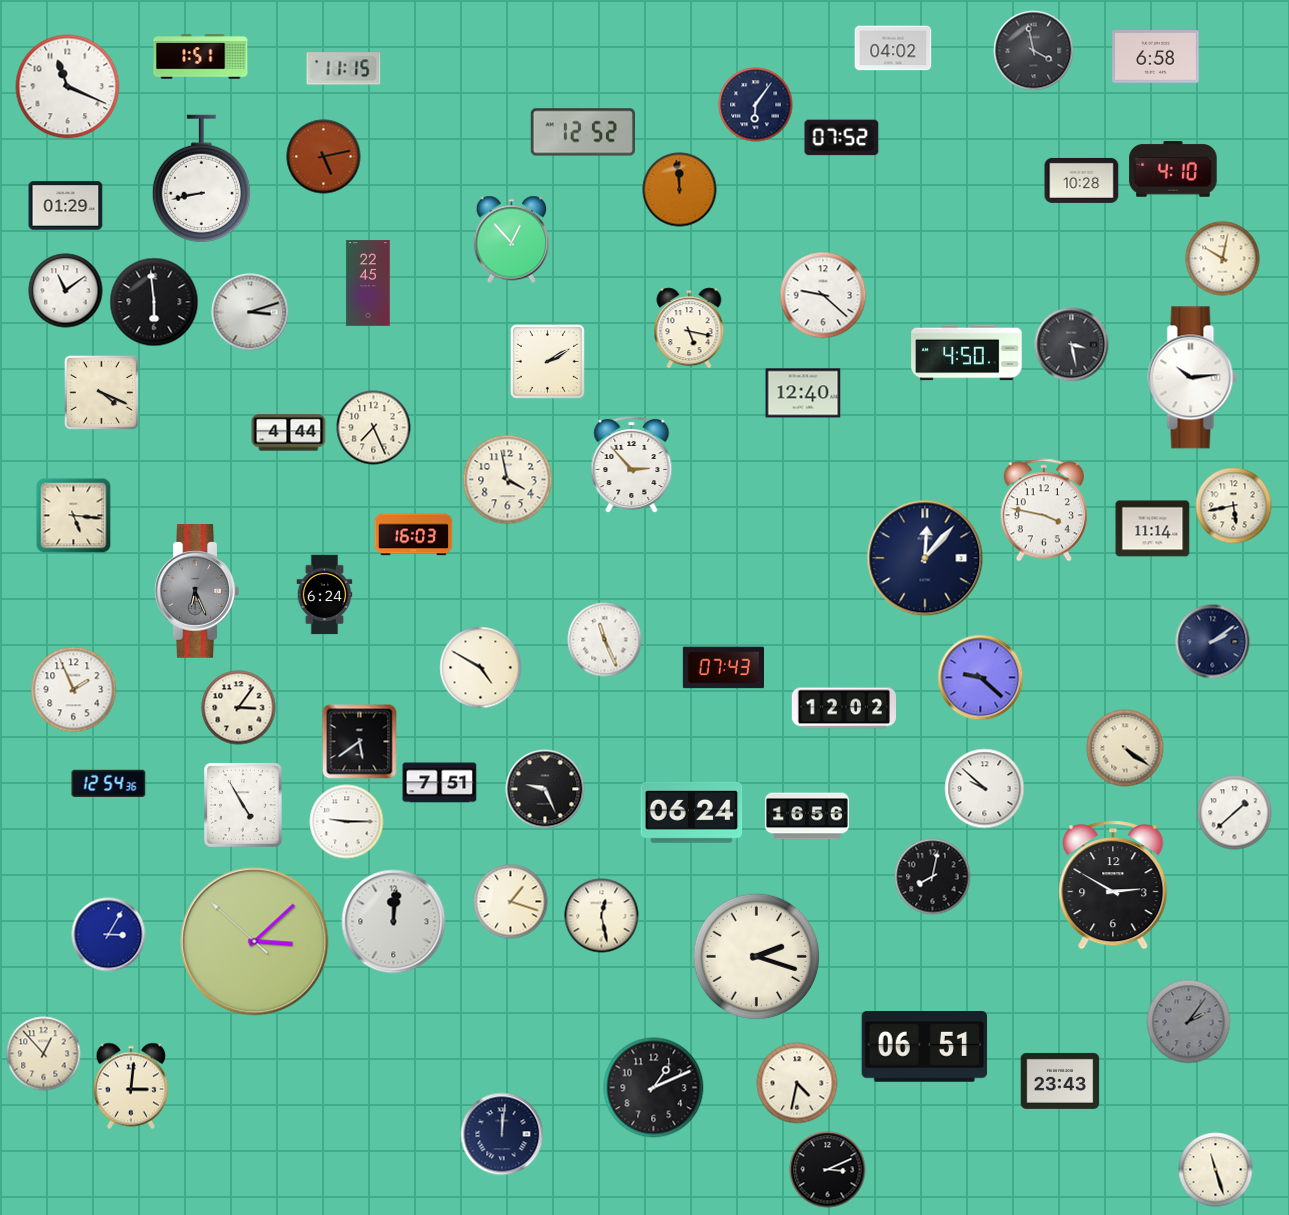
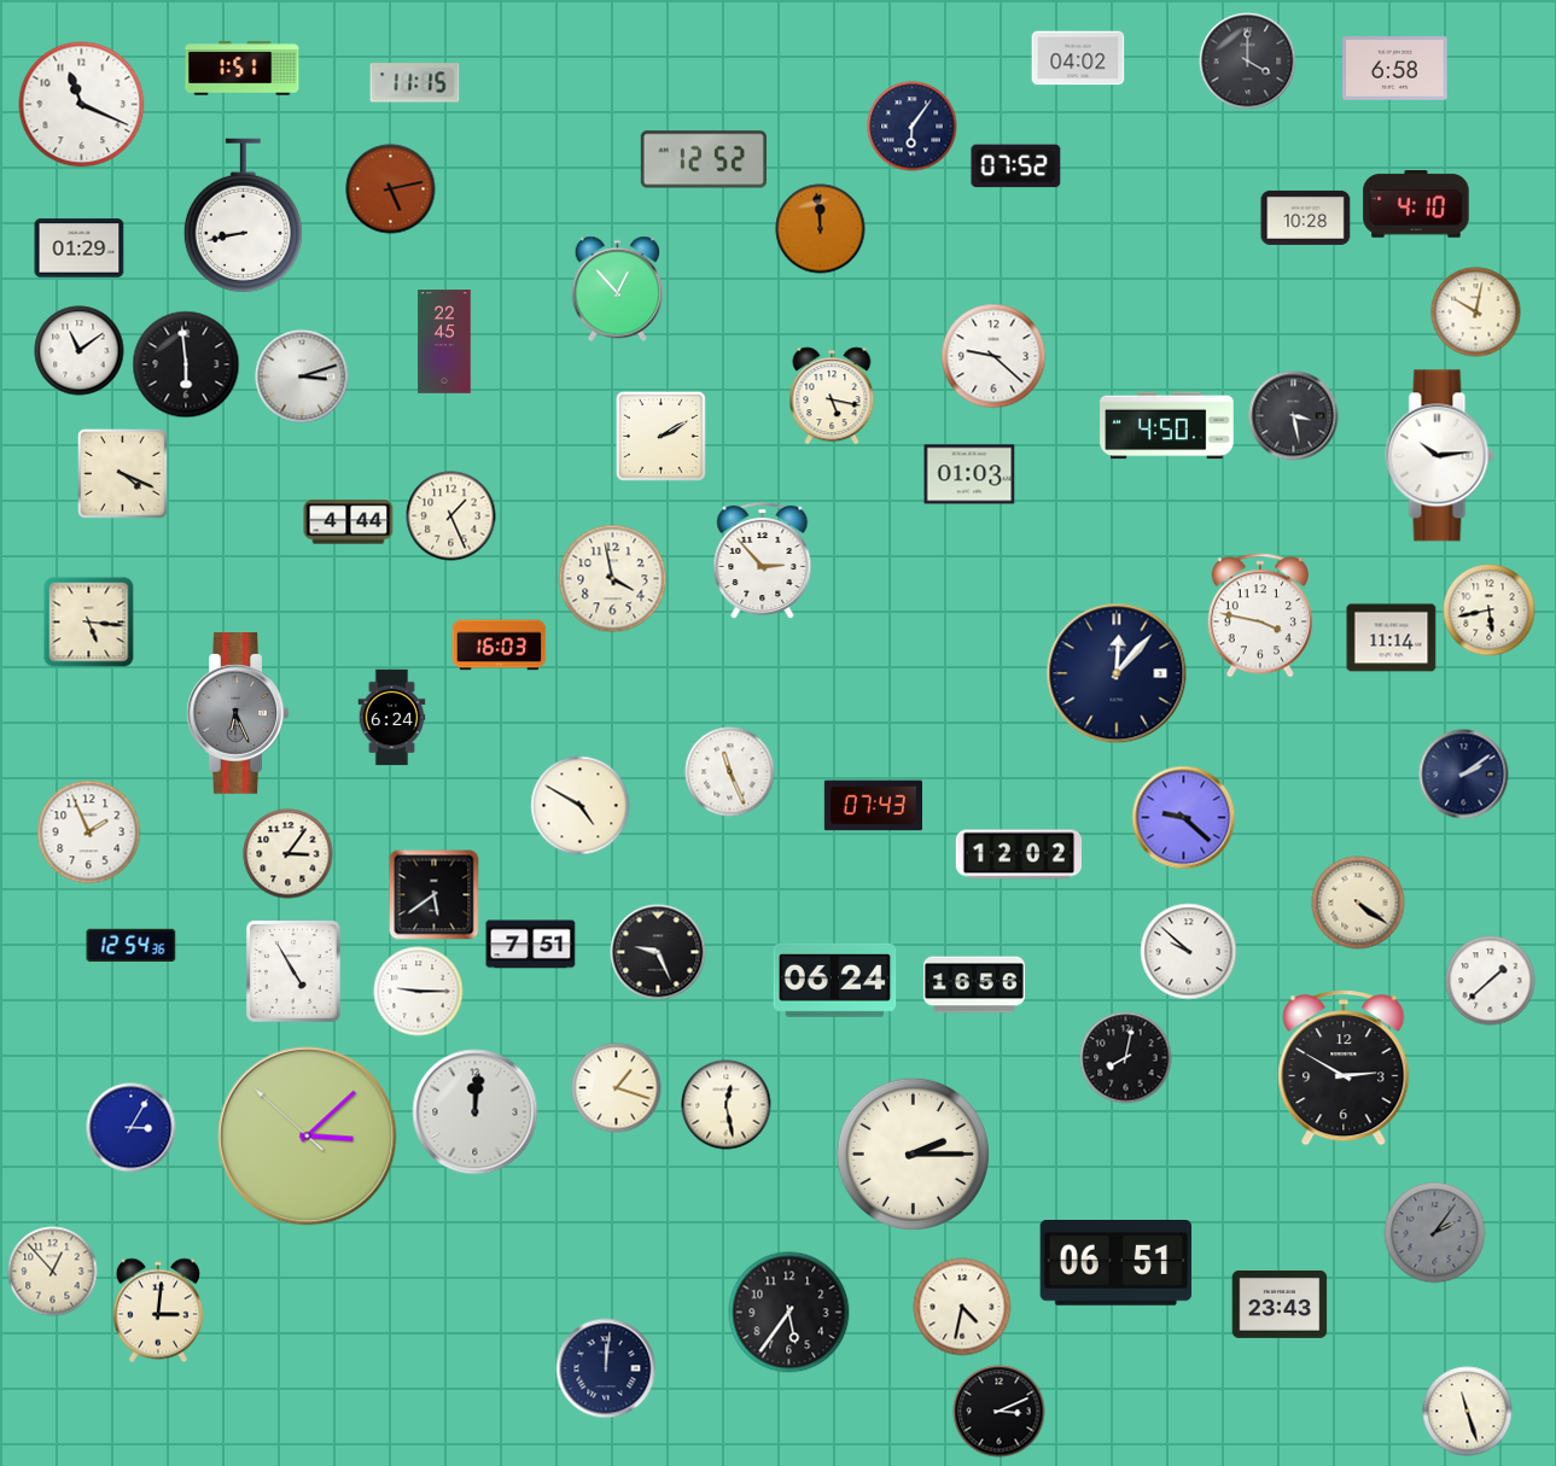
clock at (1034, 51): 3:58 -> 4:00
clock at (803, 393): 12:40 -> 01:03
clock at (374, 428): 7:26 -> 1:26
clock at (756, 956): 2:18 -> 2:15
clock at (654, 1088): 1:11 -> 5:36
